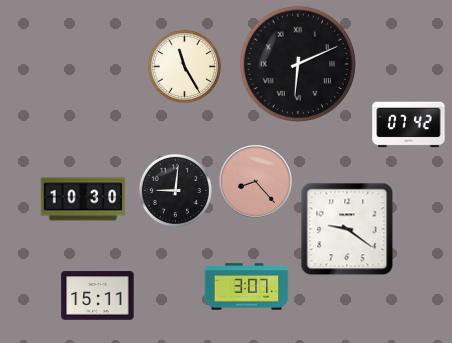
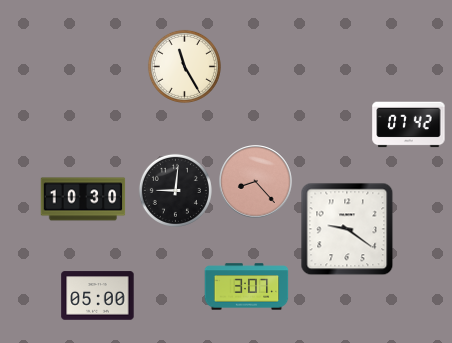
clock at (298, 64): 6:11 -> none
clock at (98, 296): 15:11 -> 05:00
